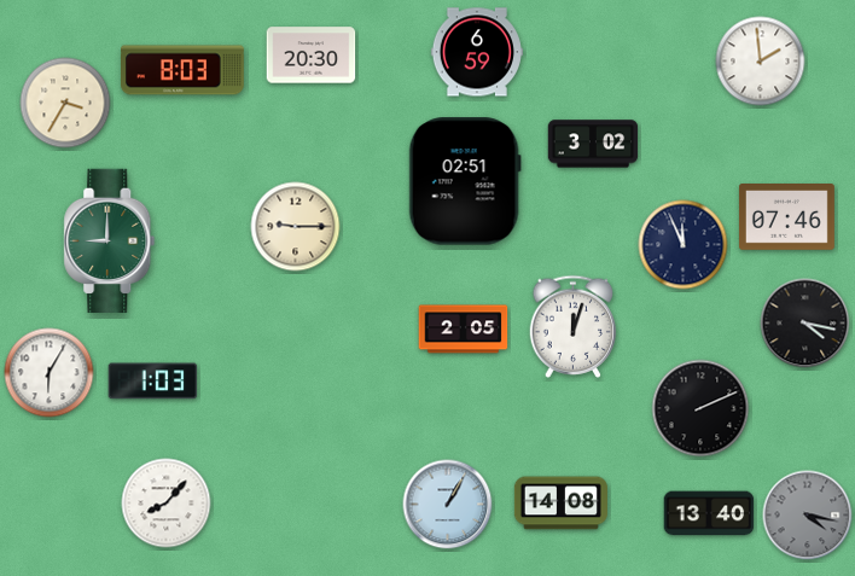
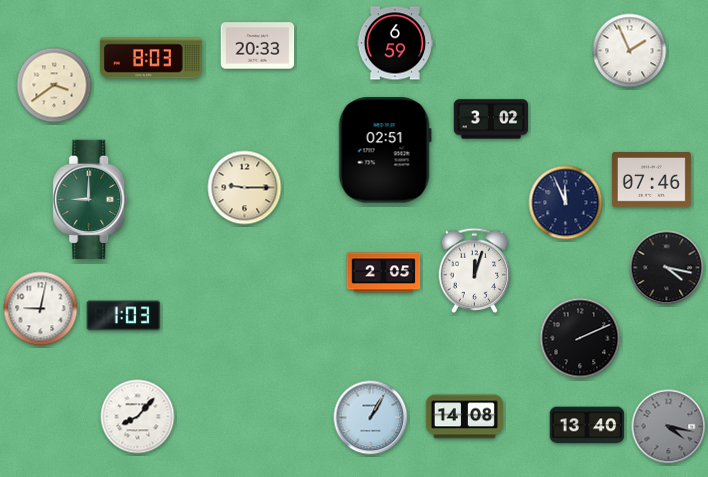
clock at (312, 56): 20:30 -> 20:33
clock at (761, 62): 1:59 -> 1:56
clock at (65, 103): 3:35 -> 3:39
clock at (50, 373): 6:05 -> 9:02
clock at (153, 382) position: (153, 382) -> (124, 316)
